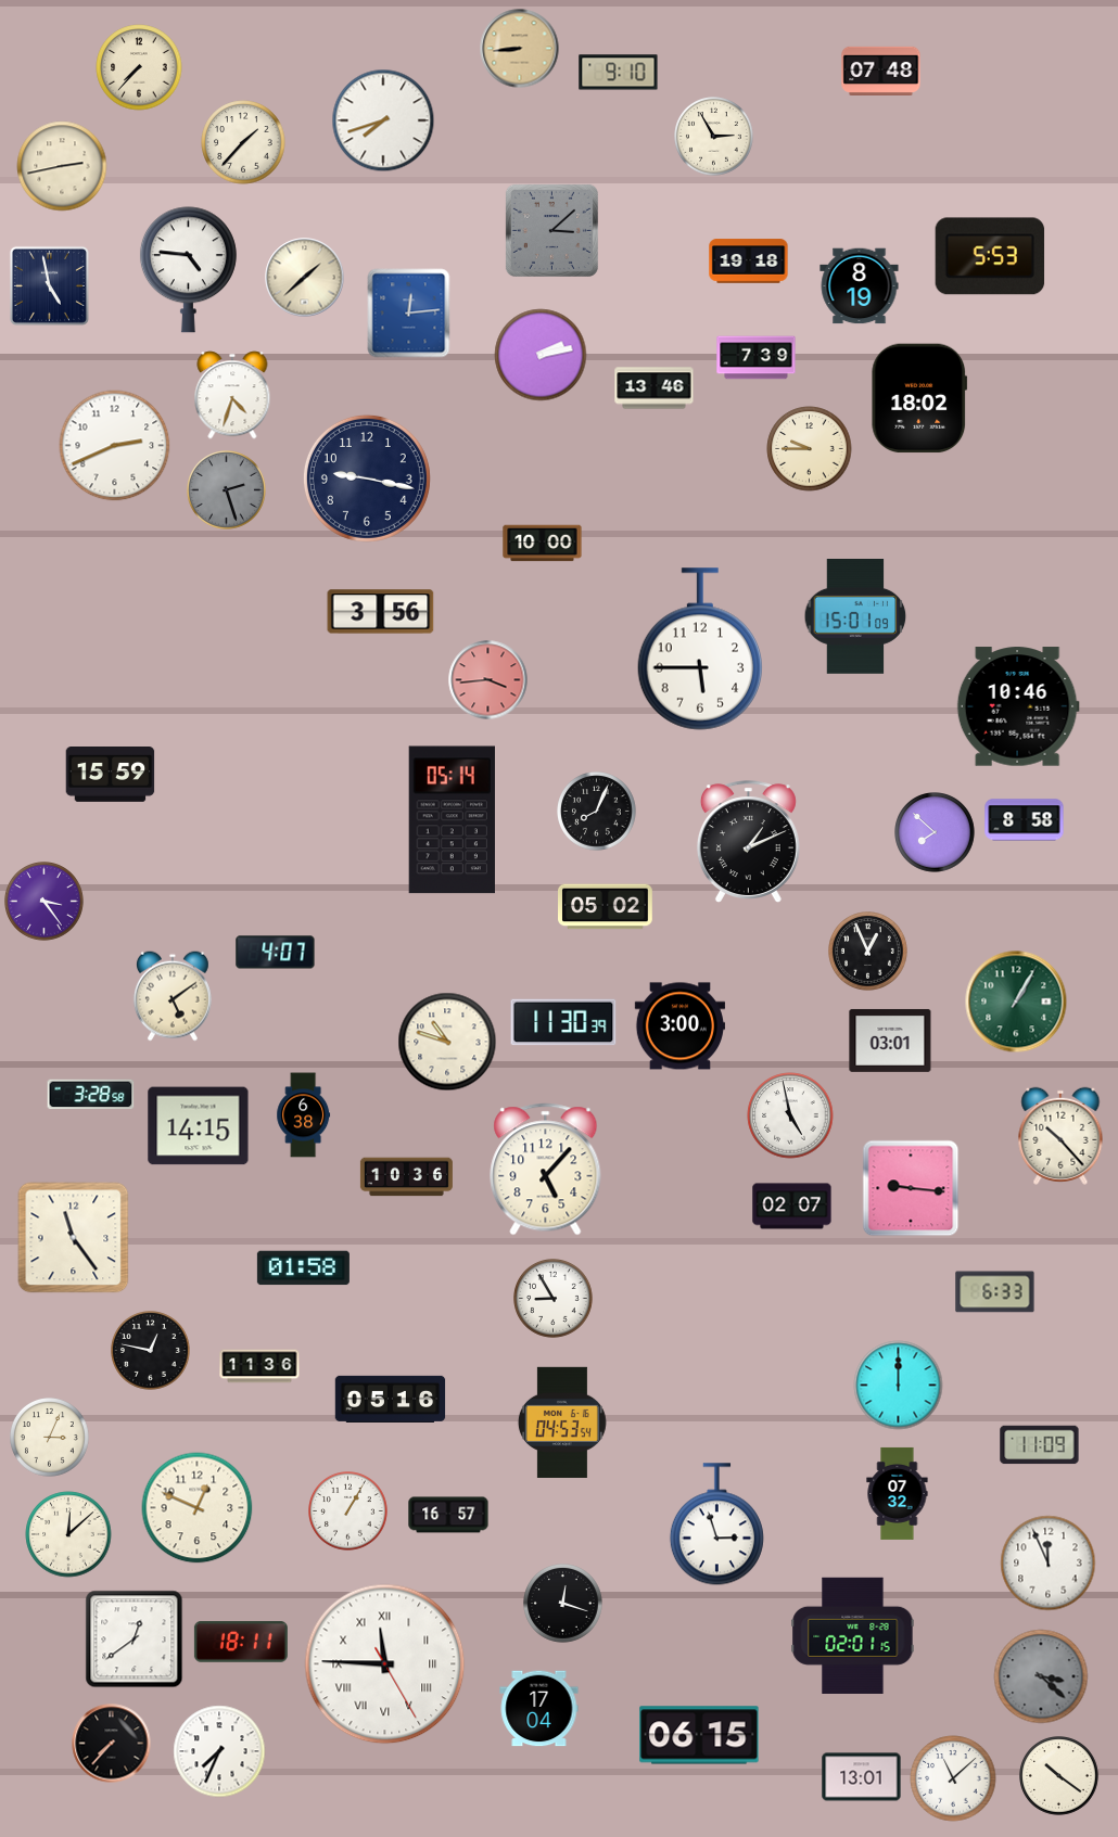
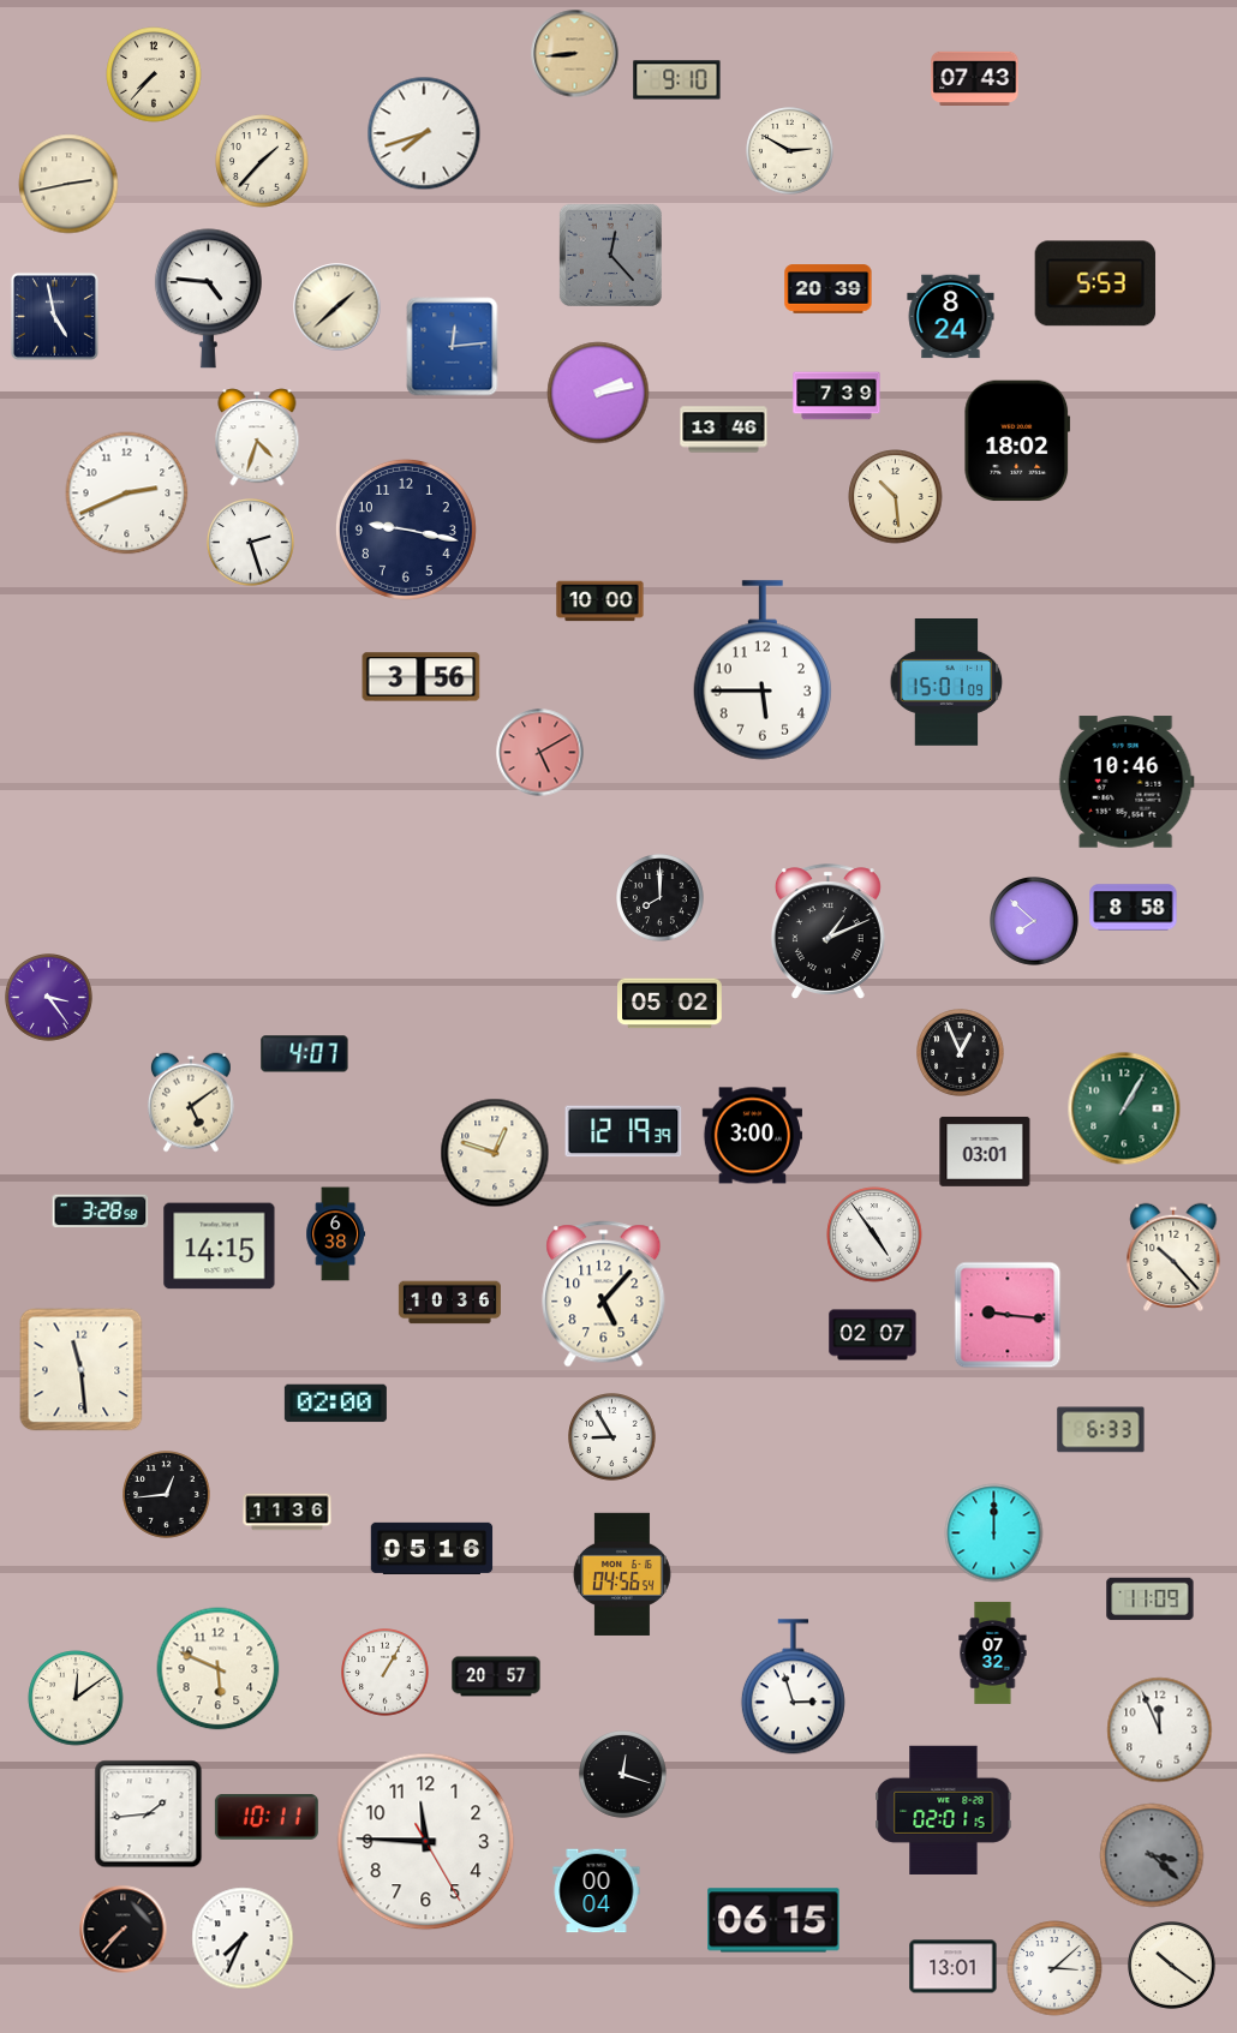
clock at (881, 71): 07:48 -> 07:43
clock at (619, 73) position: (619, 73) -> (677, 80)
clock at (714, 137): 2:55 -> 2:50
clock at (243, 142) position: (243, 142) -> (262, 161)
clock at (551, 230): 3:08 -> 12:23
clock at (749, 261): 19:18 -> 20:39
clock at (860, 286): 8:19 -> 8:24
clock at (810, 449): 9:45 -> 10:29
clock at (227, 490) dial: grey -> white
clock at (700, 649) position: (700, 649) -> (763, 670)
clock at (488, 680): 3:44 -> 5:10
clock at (111, 775): 15:59 -> none
clock at (597, 812): 8:04 -> 8:00
clock at (452, 820): 05:14 -> none
clock at (563, 1022): 11:30 -> 12:19
clock at (447, 1042): 10:48 -> 12:48
clock at (790, 1115): 4:58 -> 4:54
clock at (792, 1207) position: (792, 1207) -> (873, 1335)
clock at (74, 1238): 11:24 -> 11:29
clock at (303, 1268): 01:58 -> 02:00
clock at (151, 1351): 12:47 -> 12:44
clock at (562, 1423): 04:53 -> 04:56
clock at (50, 1438): 3:04 -> none
clock at (198, 1508): 12:49 -> 5:49
clock at (448, 1515): 16:57 -> 20:57
clock at (68, 1534): 12:08 -> 12:09
clock at (135, 1640): 12:39 -> 1:44
clock at (241, 1643): 18:11 -> 10:11
clock at (385, 1664) numerals: Roman -> Arabic
clock at (539, 1709): 17:04 -> 00:04
clock at (953, 1778): 11:08 -> 3:08
